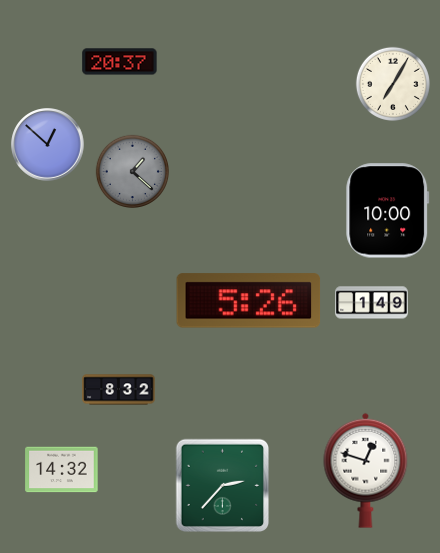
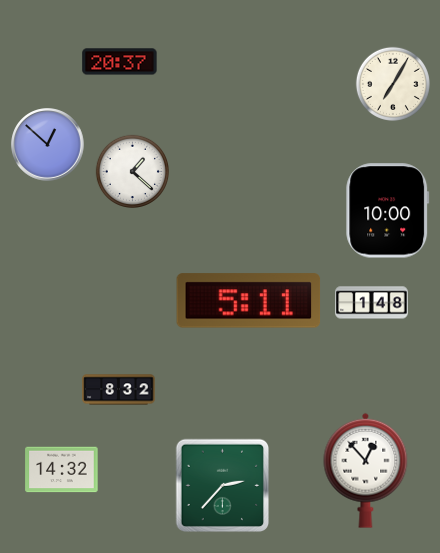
clock at (132, 171) dial: grey -> white
clock at (249, 301): 5:26 -> 5:11
clock at (372, 303): 1:49 -> 1:48
clock at (366, 470): 12:48 -> 12:53
